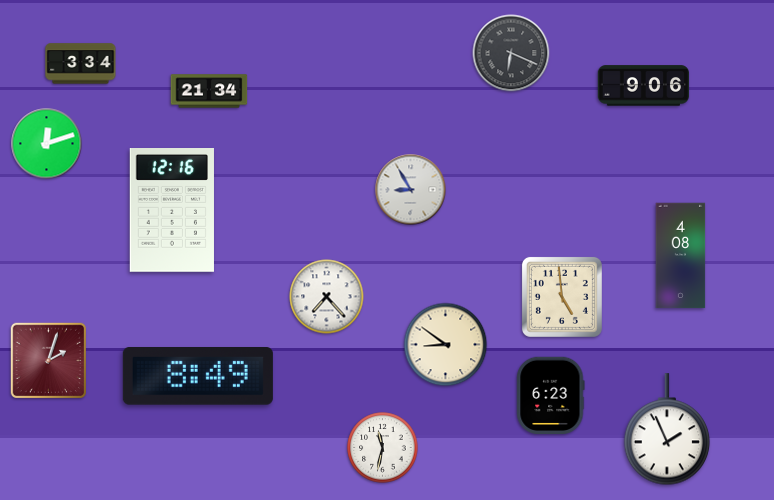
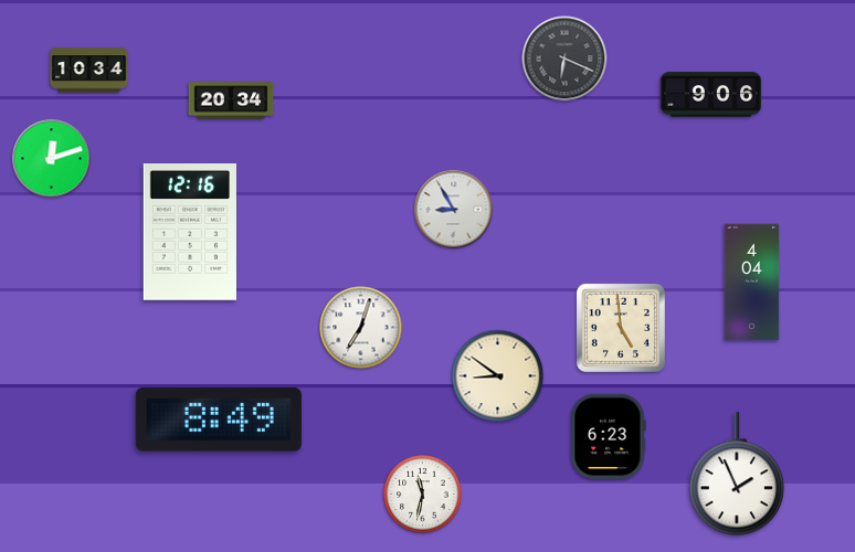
clock at (81, 64): 3:34 -> 10:34
clock at (209, 91): 21:34 -> 20:34
clock at (681, 256): 4:08 -> 4:04
clock at (327, 297): 7:23 -> 7:03
clock at (446, 345) position: (446, 345) -> (498, 376)
clock at (49, 361): 2:03 -> none
clock at (198, 377) position: (198, 377) -> (219, 421)
